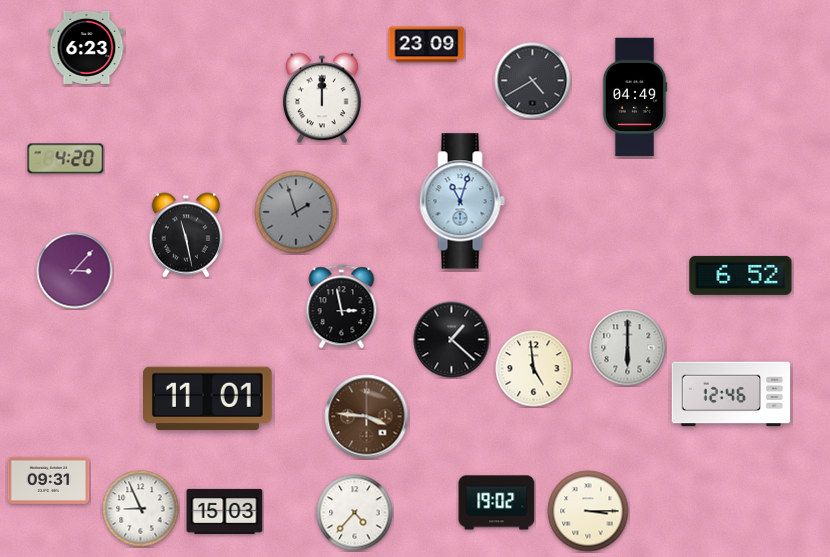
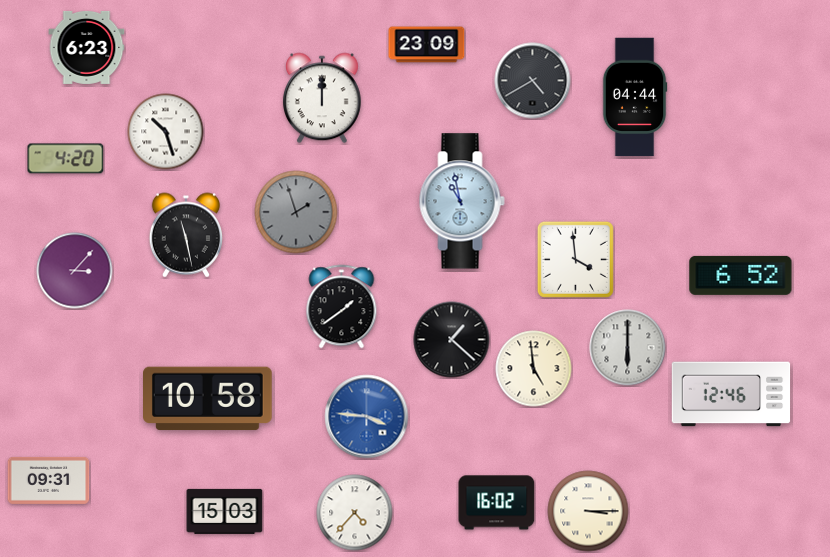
clock at (635, 97): 04:49 -> 04:44
clock at (166, 132): none -> 10:27
clock at (462, 201): 11:03 -> 10:58
clock at (575, 259): none -> 3:59
clock at (342, 307): 2:58 -> 1:39
clock at (208, 399): 11:01 -> 10:58
clock at (367, 417) dial: brown -> blue
clock at (497, 503): 19:02 -> 16:02
clock at (141, 509): 8:56 -> none
